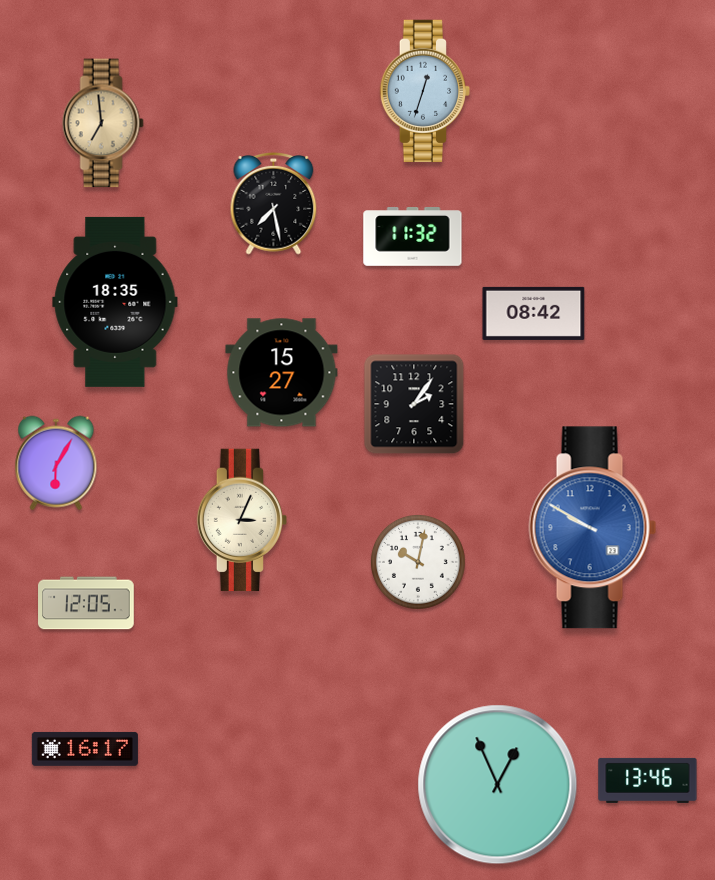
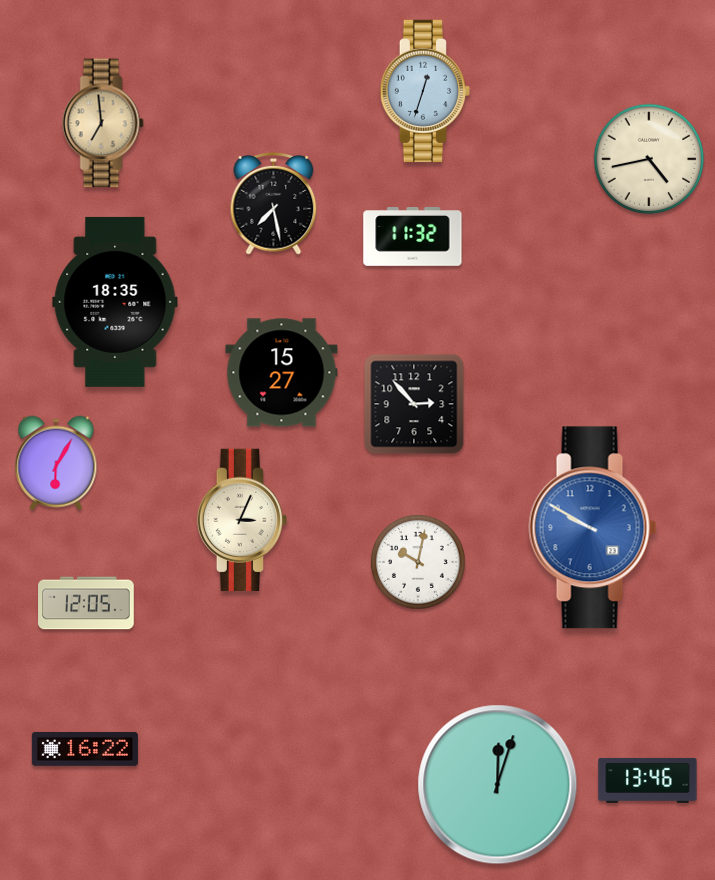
clock at (649, 159): none -> 4:43
clock at (534, 313): 08:42 -> none
clock at (414, 404): 2:06 -> 2:53
clock at (85, 749): 16:17 -> 16:22
clock at (498, 785): 12:56 -> 12:03
